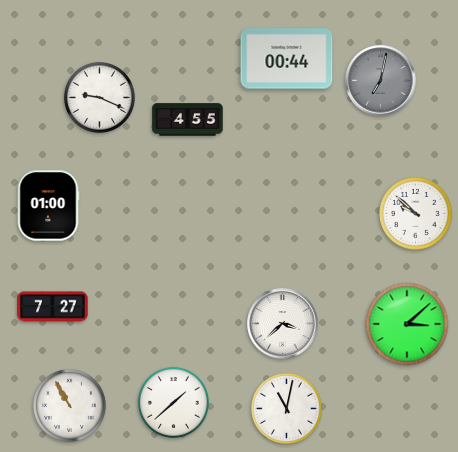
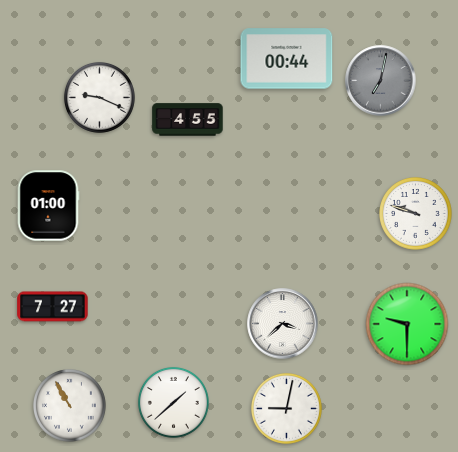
clock at (416, 214): 9:52 -> 9:48
clock at (407, 324): 3:08 -> 9:30
clock at (286, 408): 11:02 -> 9:02
